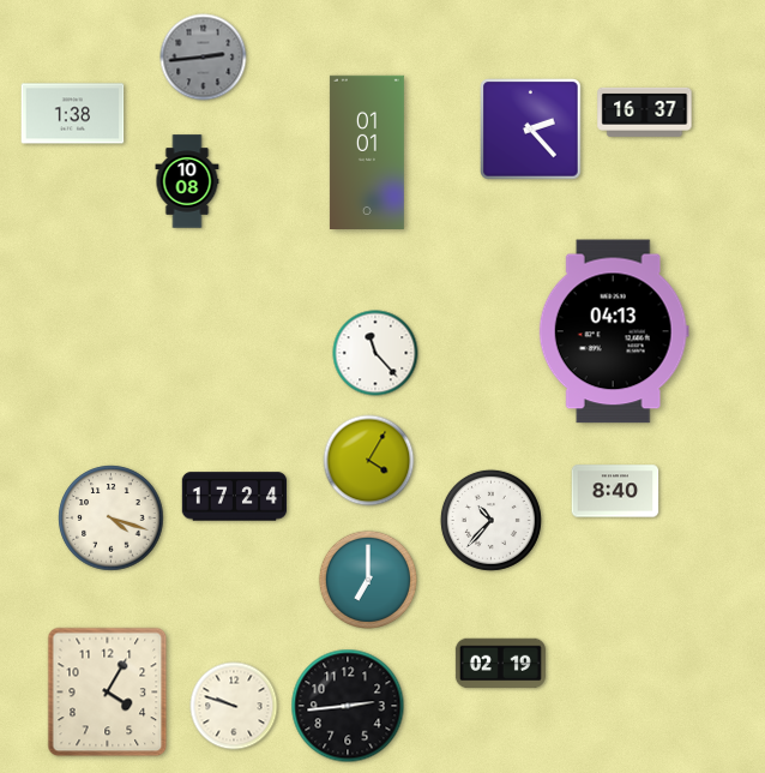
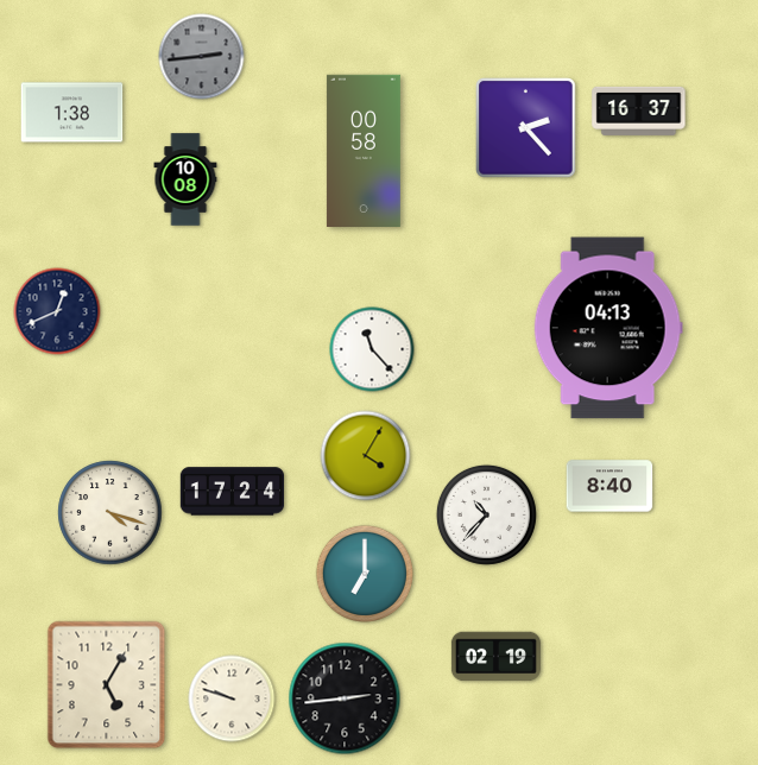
clock at (367, 151): 01:01 -> 00:58
clock at (57, 311): none -> 12:41
clock at (108, 693): 4:05 -> 5:05
